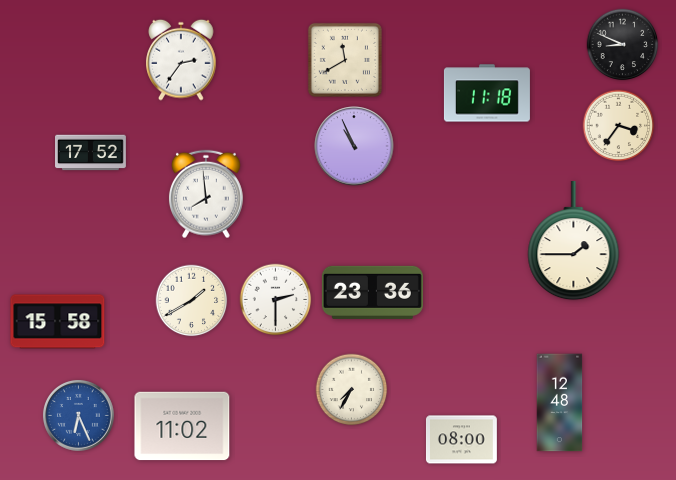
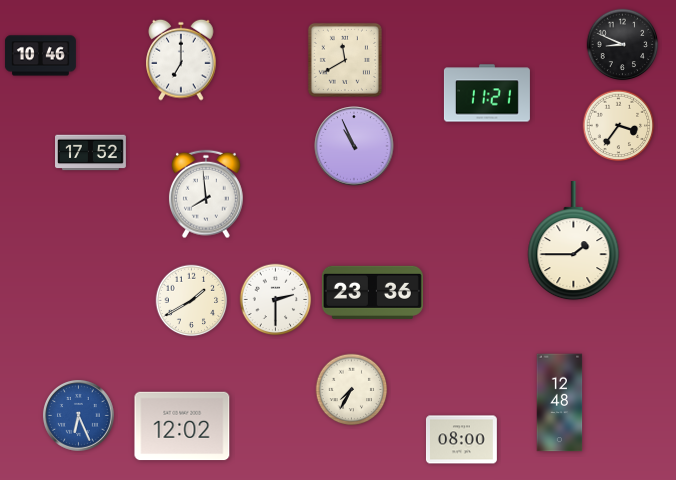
clock at (40, 56): none -> 10:46
clock at (181, 60): 2:36 -> 7:00
clock at (487, 93): 11:18 -> 11:21
clock at (58, 322): 15:58 -> none
clock at (182, 426): 11:02 -> 12:02
